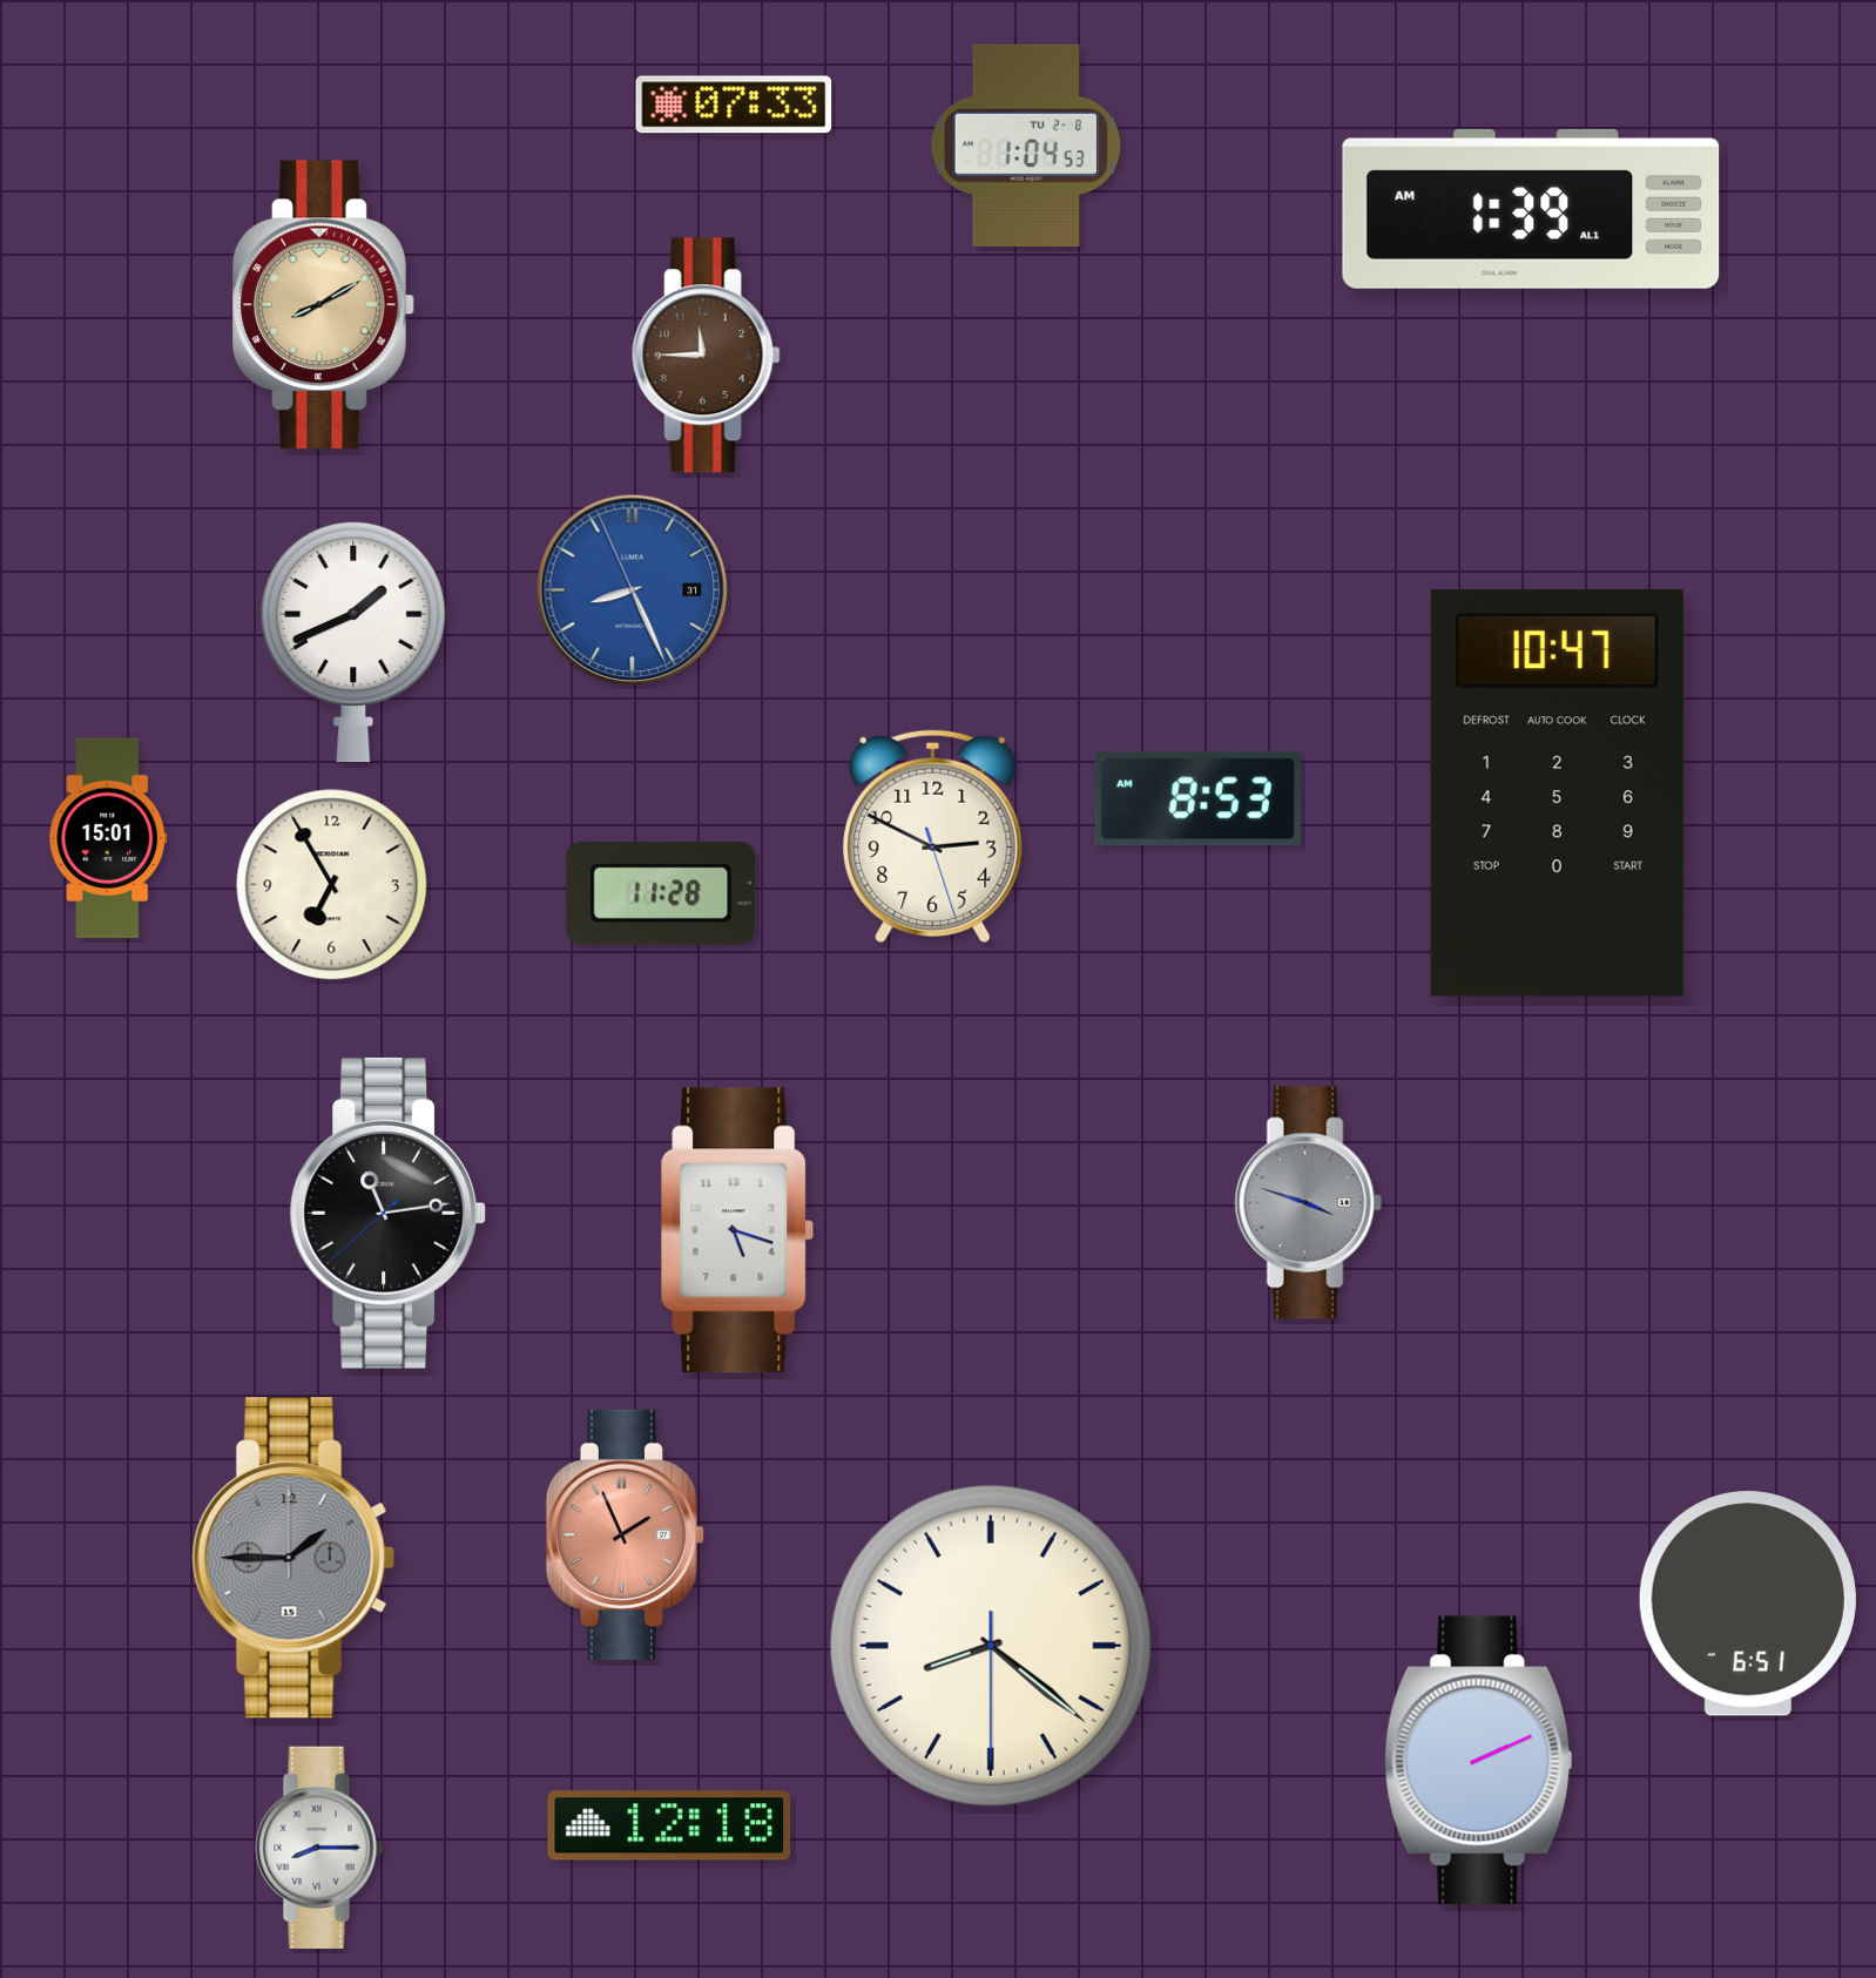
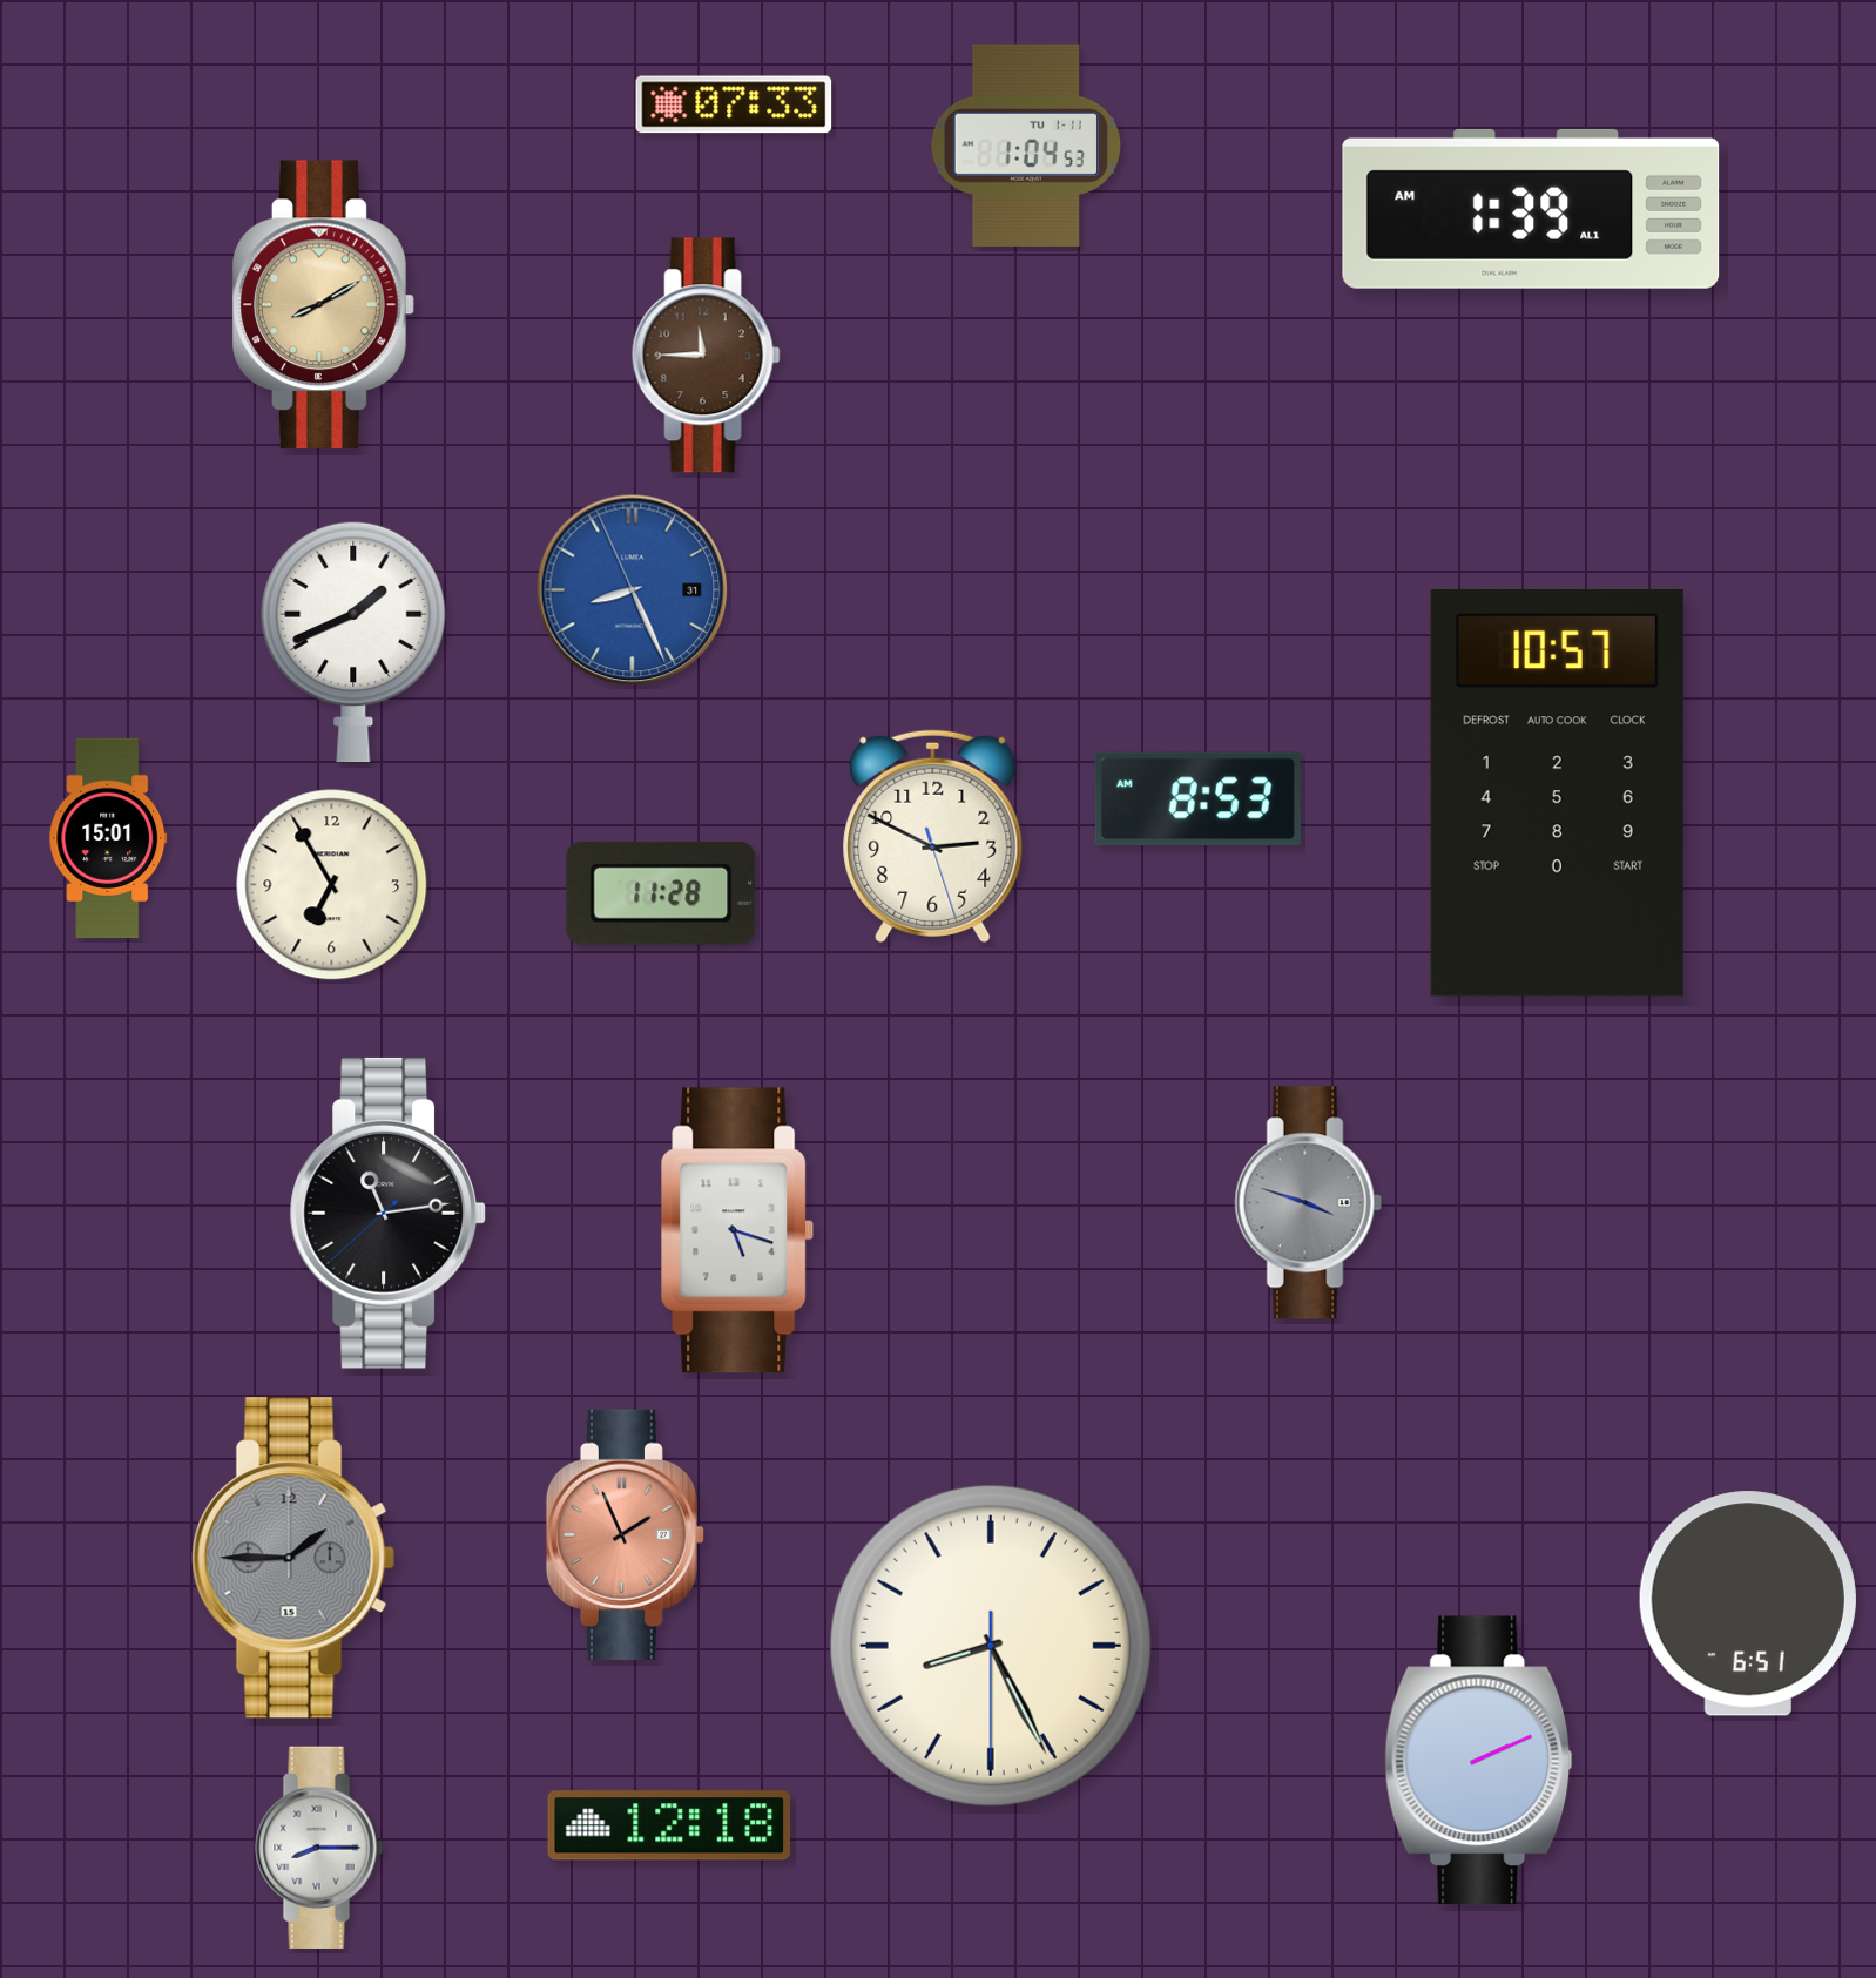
clock at (1026, 146) date: TU 2-8 -> TU 1-11
clock at (1557, 794): 10:47 -> 10:57
clock at (991, 1646): 8:21 -> 8:25
